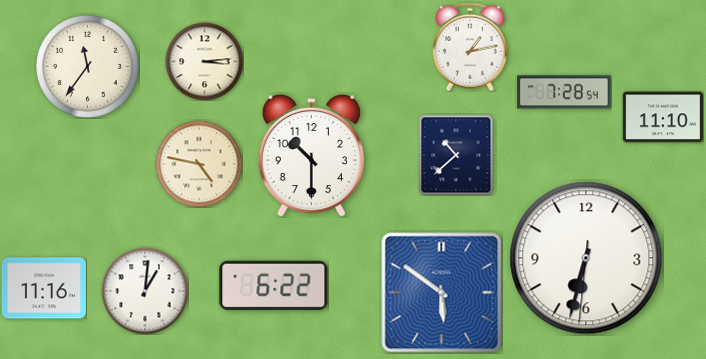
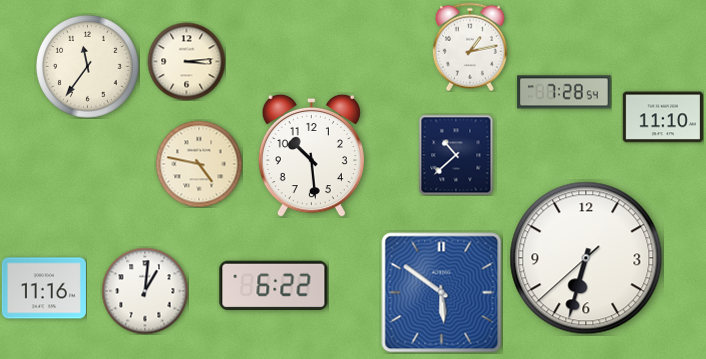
clock at (204, 61) position: (204, 61) -> (186, 61)
clock at (311, 155): 10:30 -> 10:29
clock at (586, 258): 6:32:31 -> 6:32:38
